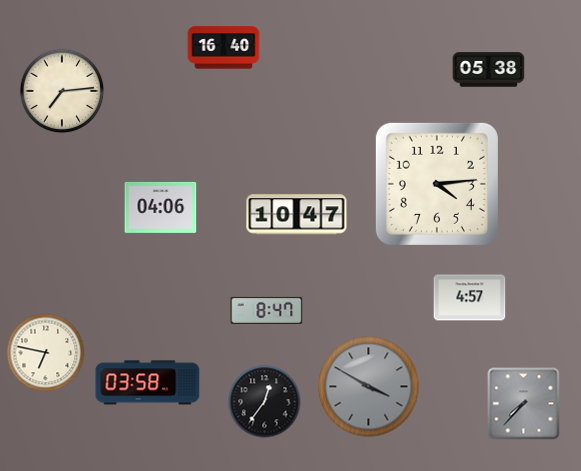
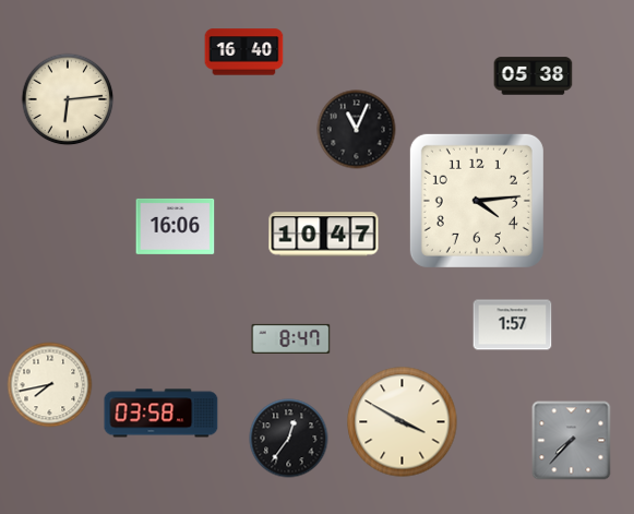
clock at (62, 91): 7:14 -> 6:14
clock at (357, 130): none -> 11:04
clock at (161, 207): 04:06 -> 16:06
clock at (470, 298): 4:57 -> 1:57
clock at (46, 353): 6:47 -> 7:43
clock at (148, 383) position: (148, 383) -> (162, 414)
clock at (369, 387) dial: grey -> cream
